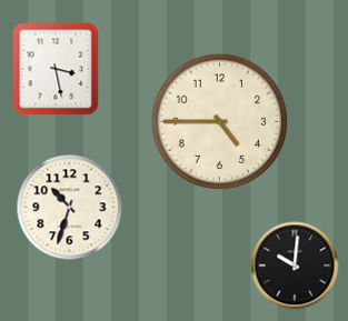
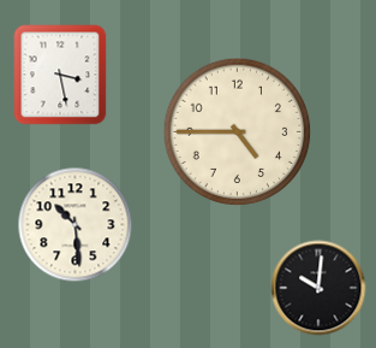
clock at (70, 208): 10:33 -> 10:29
